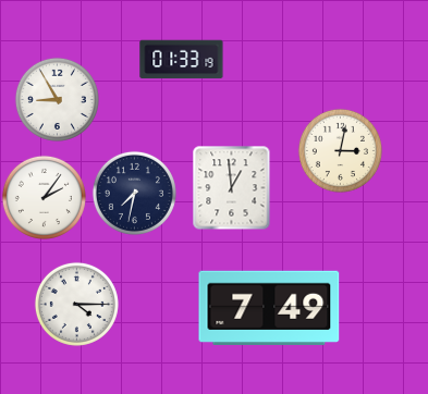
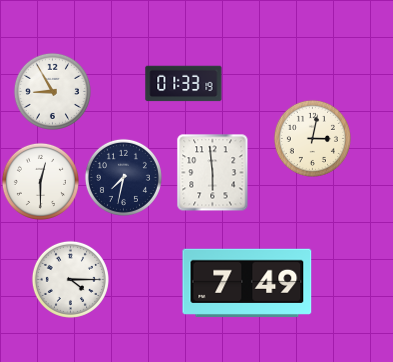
clock at (182, 60) position: (182, 60) -> (184, 84)
clock at (232, 187): 12:59 -> 5:59
clock at (44, 197): 2:06 -> 12:30
